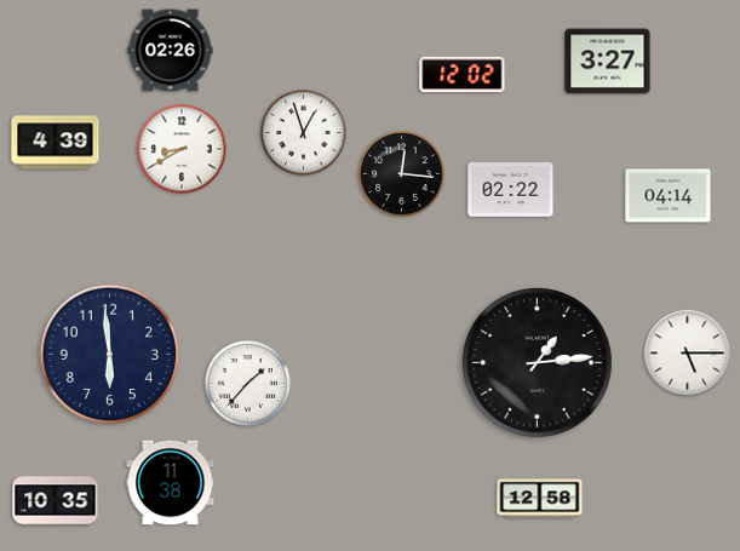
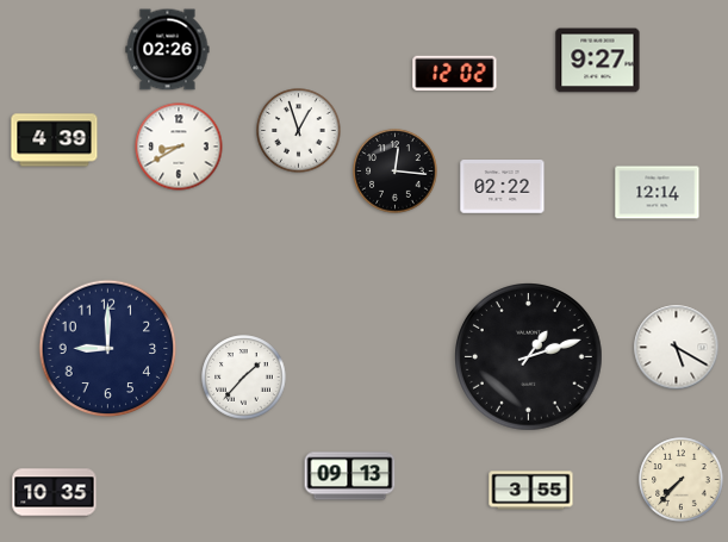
clock at (608, 62): 3:27 -> 9:27
clock at (669, 196): 04:14 -> 12:14
clock at (688, 354): 5:15 -> 5:20
clock at (110, 355): 5:59 -> 9:00
clock at (538, 363): 1:14 -> 1:12
clock at (171, 483): 11:38 -> none
clock at (350, 476): none -> 09:13
clock at (682, 480): none -> 7:37
clock at (540, 499): 12:58 -> 3:55
